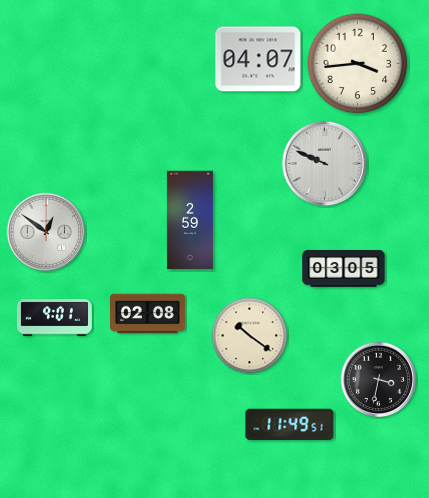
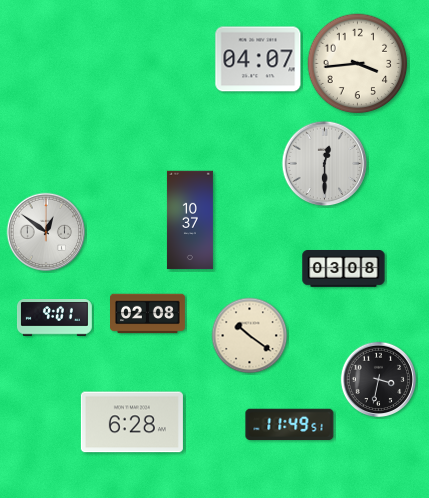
clock at (325, 164): 9:49 -> 12:30
clock at (190, 220): 2:59 -> 10:37
clock at (344, 269): 03:05 -> 03:08
clock at (132, 422): none -> 6:28
